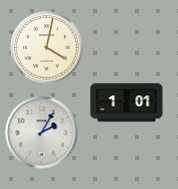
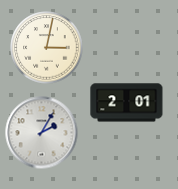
clock at (47, 48): 4:02 -> 3:02
clock at (127, 103): 1:01 -> 2:01
